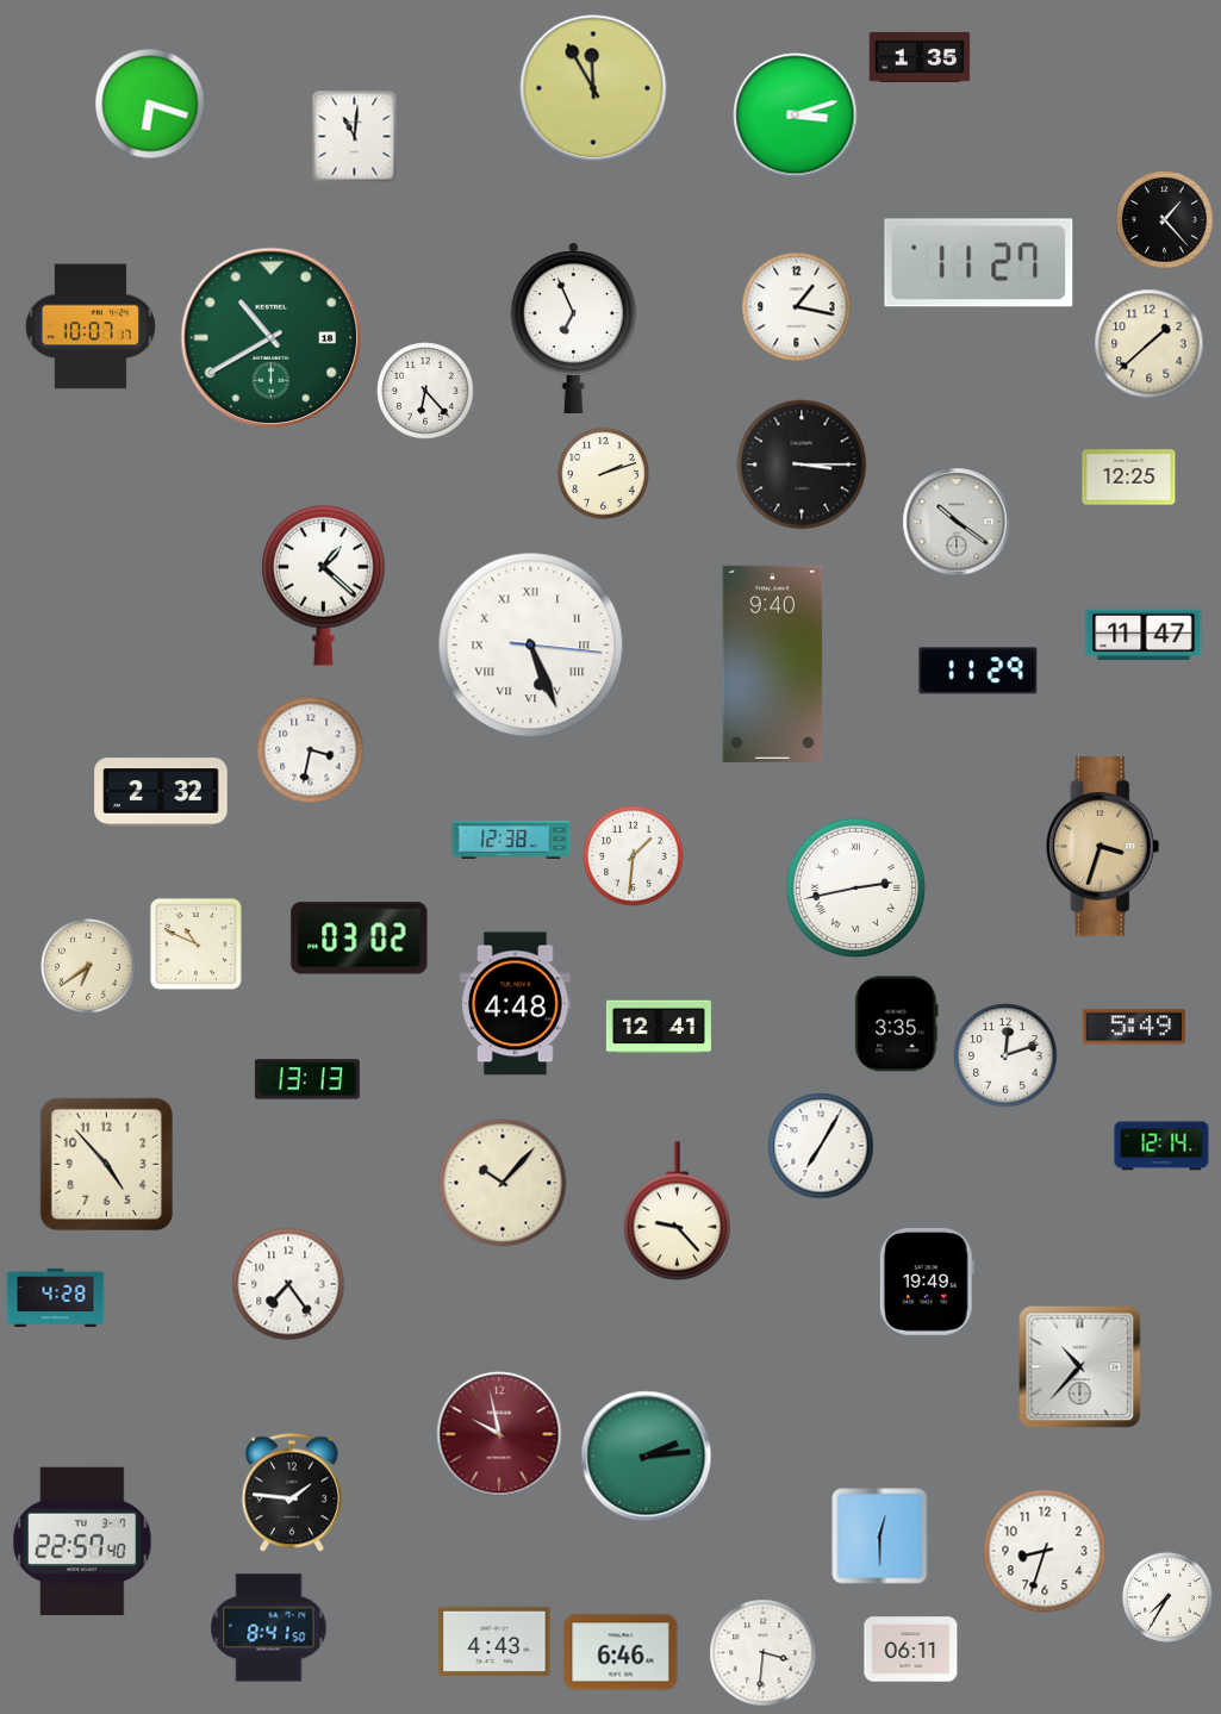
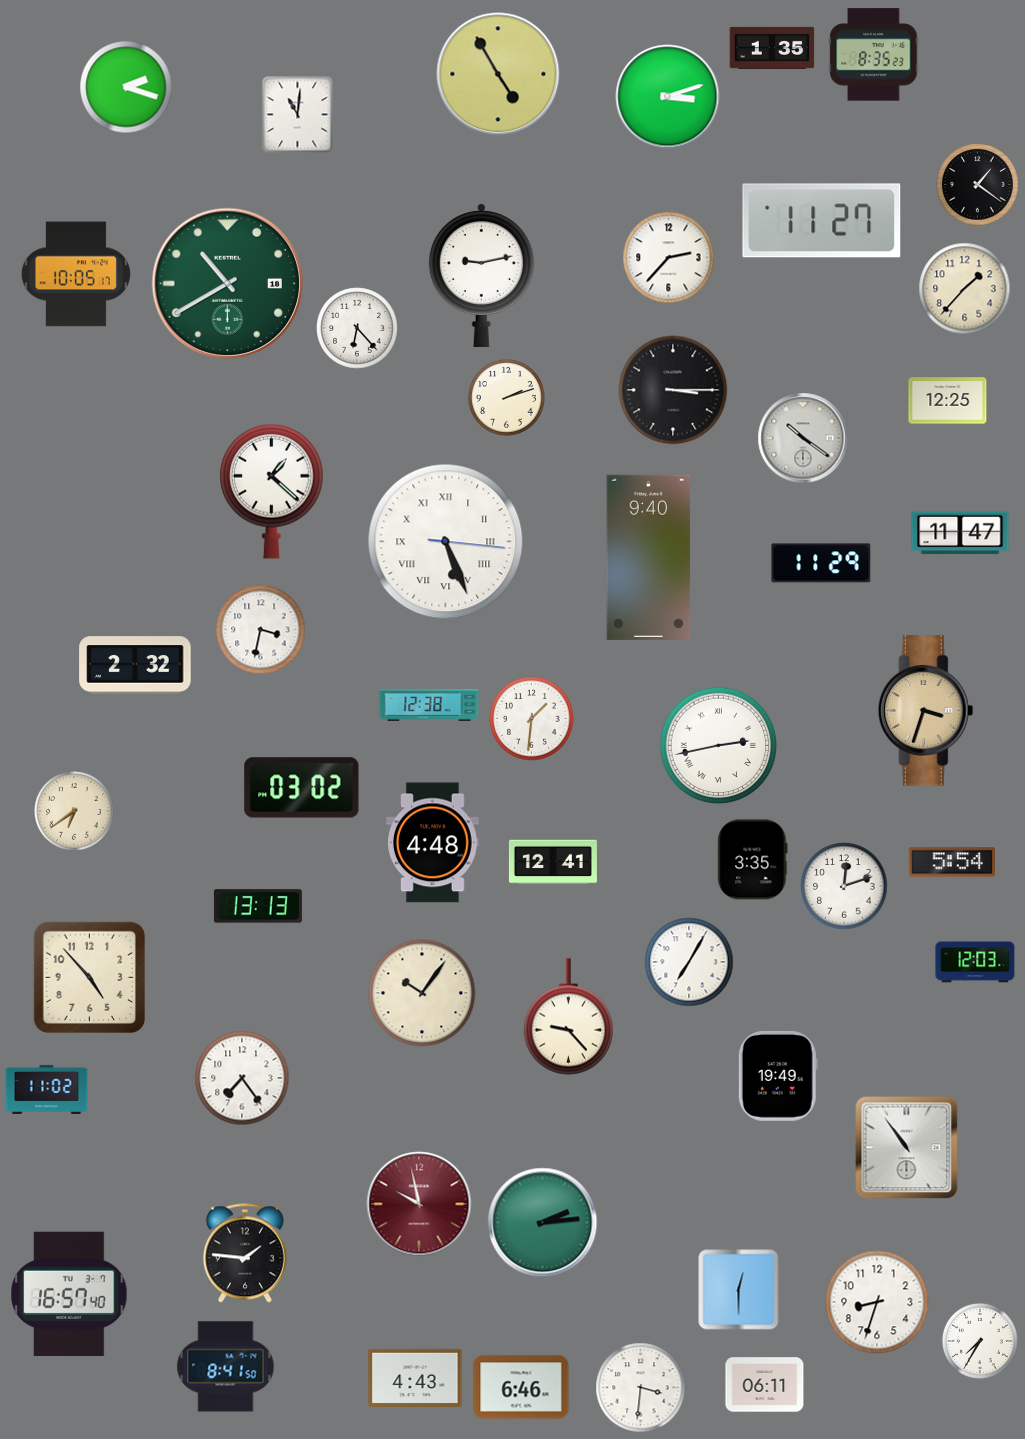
clock at (874, 55): none -> 8:35
clock at (593, 88): 11:55 -> 4:55
clock at (150, 104): 6:18 -> 2:18
clock at (1165, 220): 1:23 -> 1:21
clock at (797, 307): 1:17 -> 2:37
clock at (91, 326): 10:07 -> 10:05
clock at (573, 328): 6:56 -> 9:13
clock at (1150, 344): 1:38 -> 1:37
clock at (195, 943): 10:49 -> none
clock at (1134, 1027): 5:49 -> 5:54
clock at (1161, 1146): 12:14 -> 12:03
clock at (503, 1183): 10:07 -> 10:06
clock at (56, 1297): 4:28 -> 11:02
clock at (1080, 1367): 10:37 -> 10:54
clock at (82, 1540): 22:57 -> 16:57
